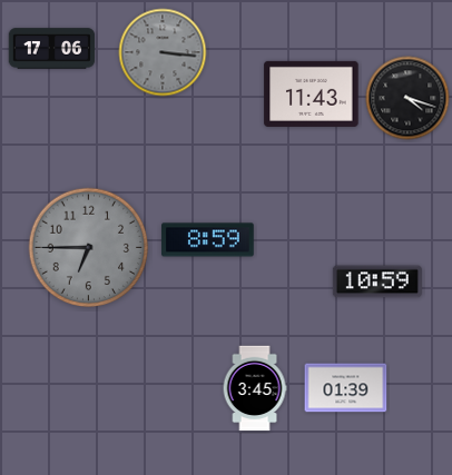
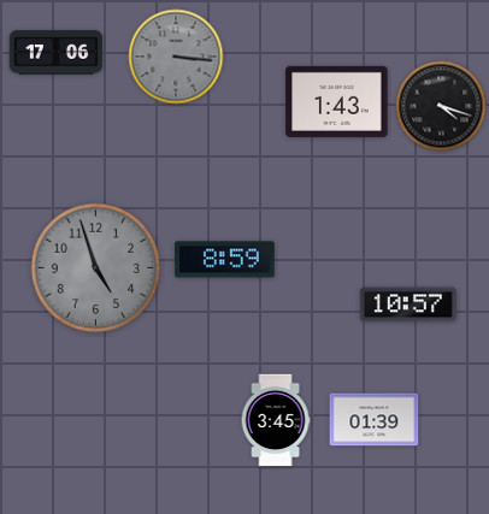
clock at (312, 93): 11:43 -> 1:43
clock at (89, 248): 6:45 -> 4:57
clock at (377, 281): 10:59 -> 10:57
